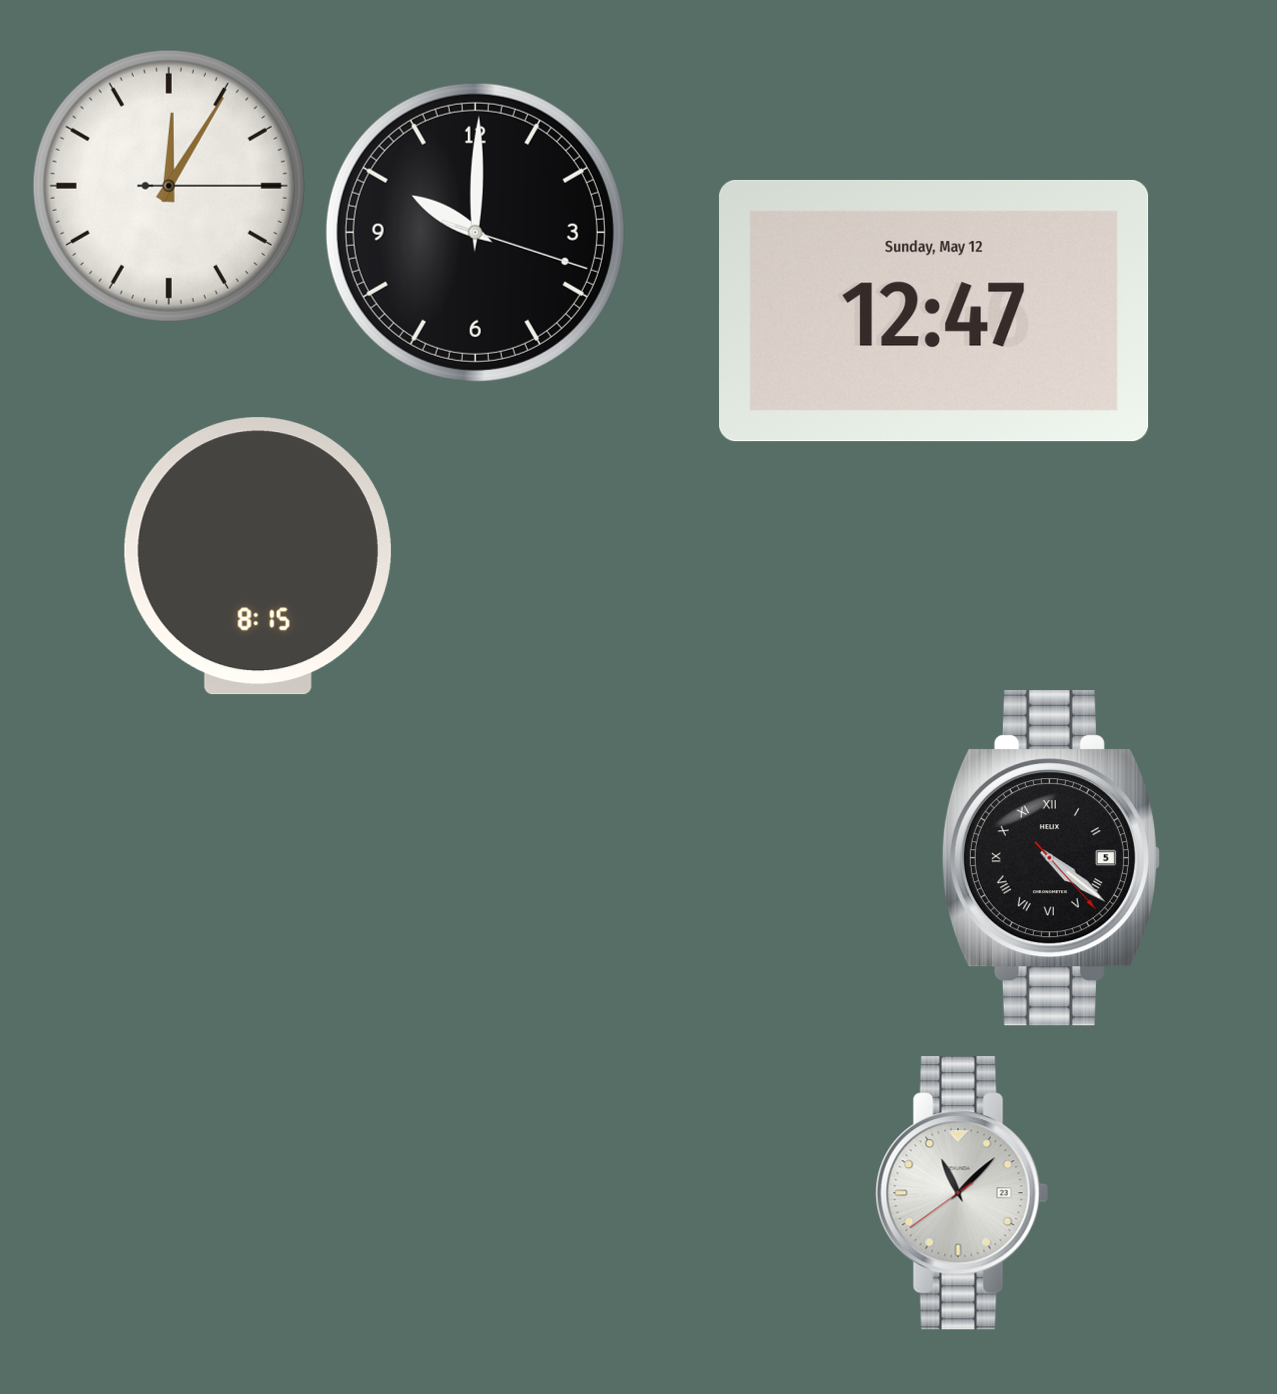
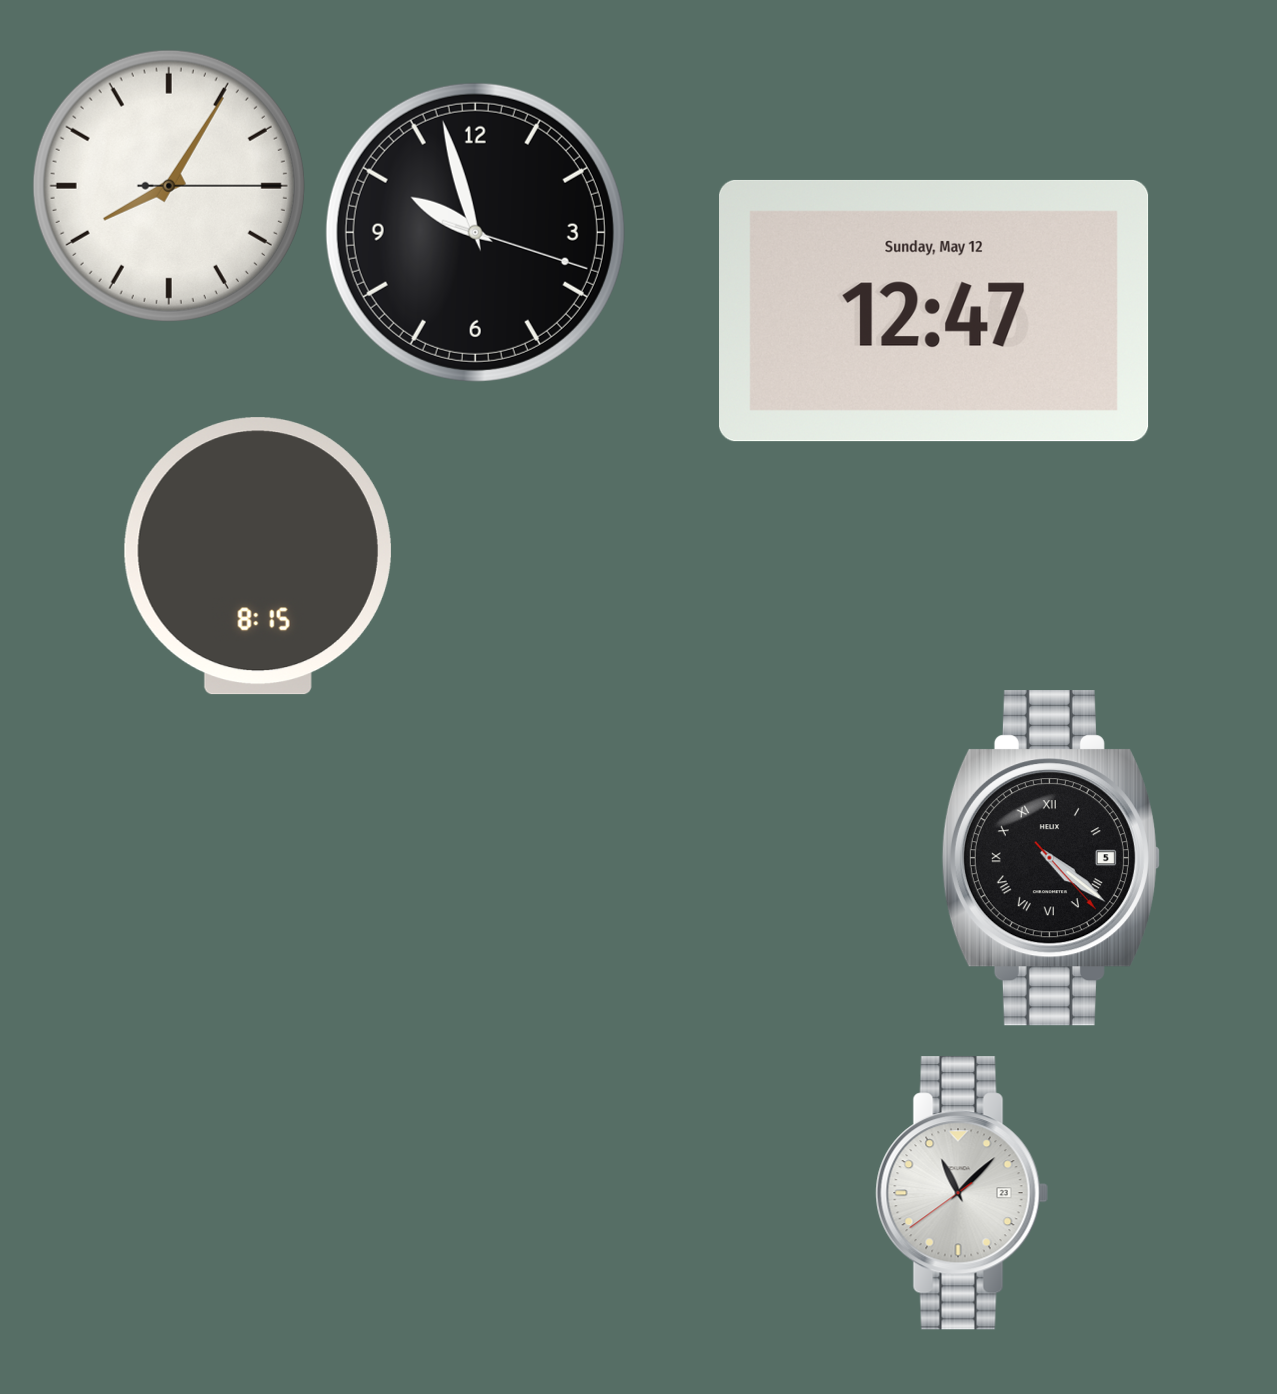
clock at (169, 186): 12:05 -> 8:05
clock at (475, 232): 10:00 -> 9:57
